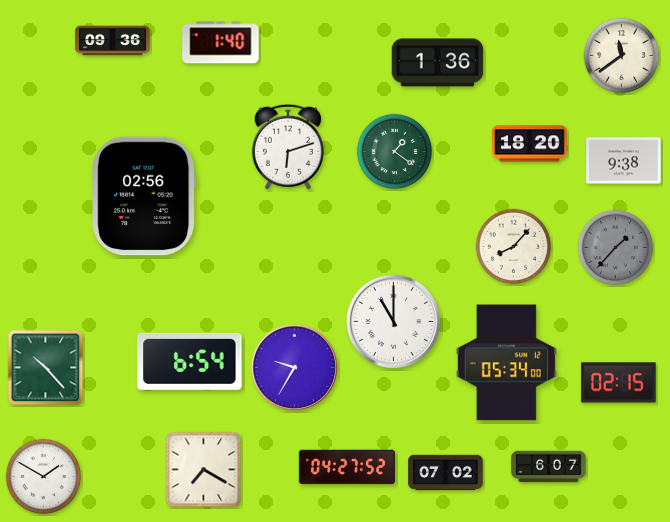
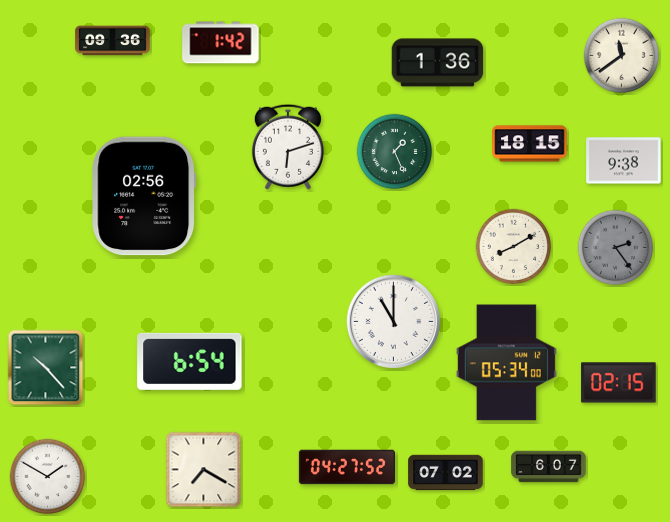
clock at (221, 43): 1:40 -> 1:42
clock at (530, 144): 18:20 -> 18:15
clock at (395, 152): 1:21 -> 1:26
clock at (514, 247): 8:07 -> 8:10
clock at (616, 248): 1:37 -> 2:24
clock at (294, 367): 9:35 -> none
clock at (44, 477) position: (44, 477) -> (48, 477)
